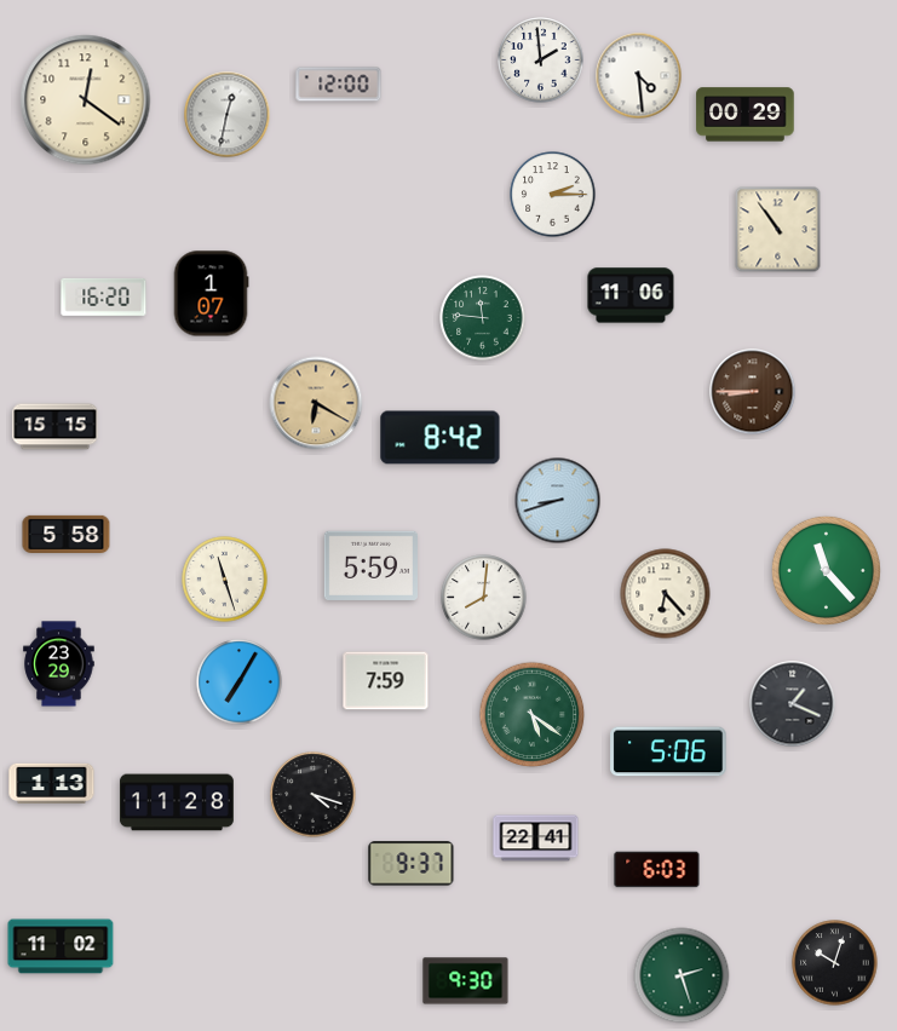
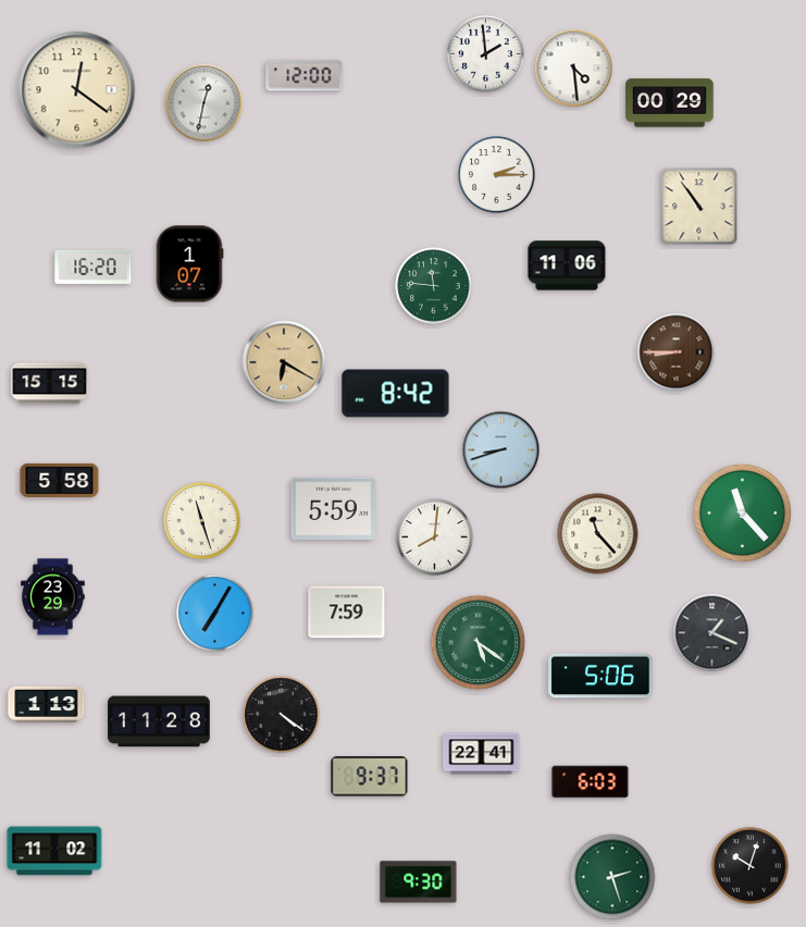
clock at (666, 594): 6:23 -> 11:23
clock at (314, 795): 4:18 -> 4:21
